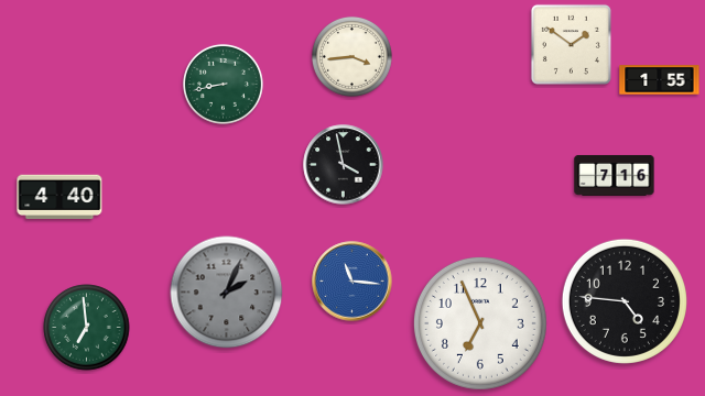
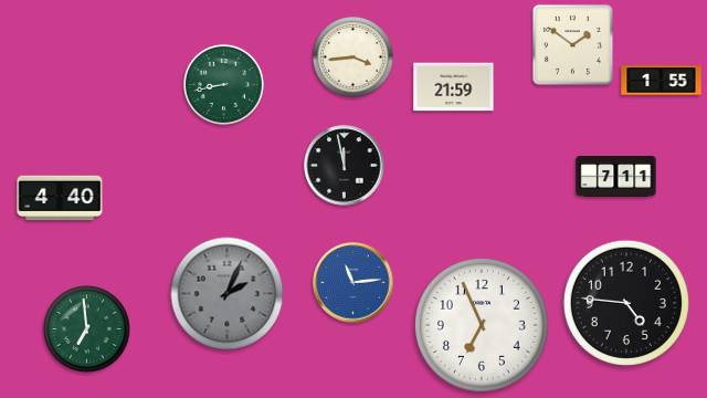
clock at (454, 87): none -> 21:59
clock at (344, 165): 3:58 -> 11:58
clock at (615, 175): 7:16 -> 7:11
clock at (352, 282): 11:16 -> 11:14
